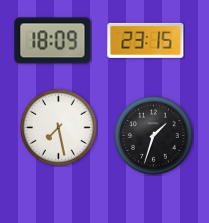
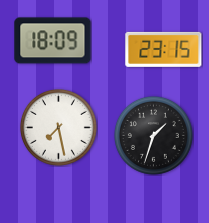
clock at (146, 40) position: (146, 40) -> (164, 49)
